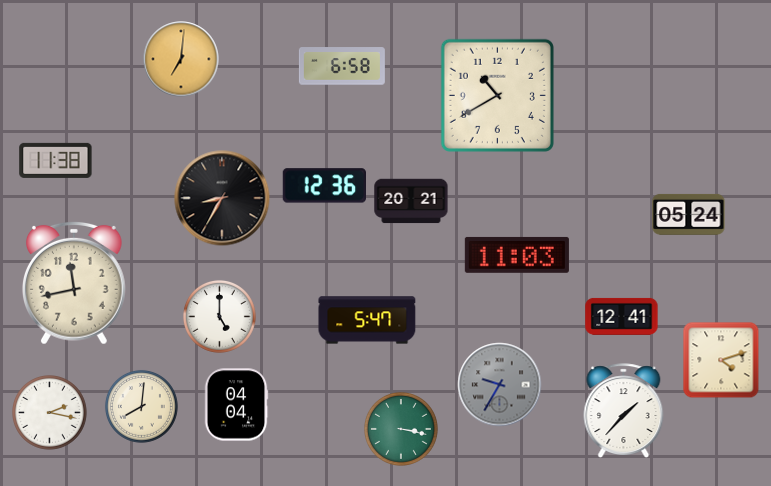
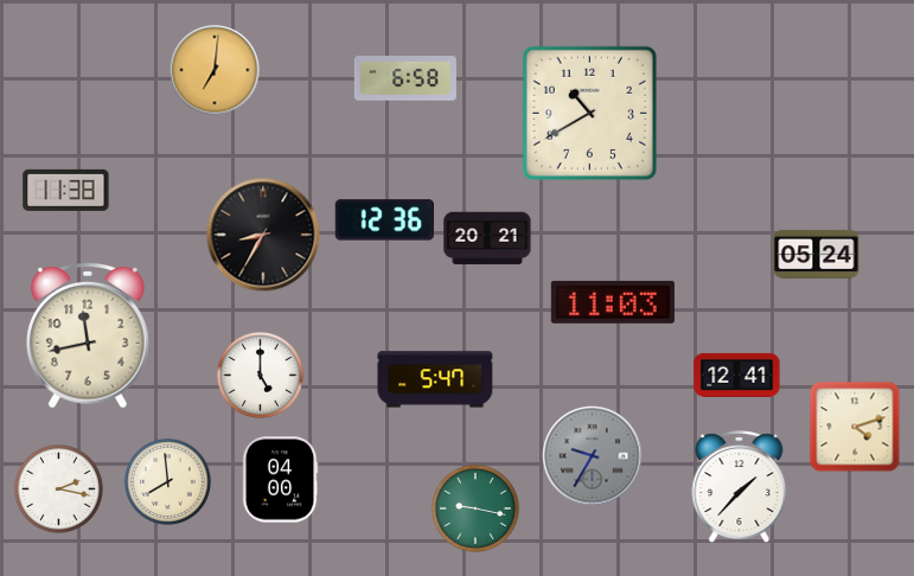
clock at (236, 405): 04:04 -> 04:00
clock at (141, 406): 8:01 -> 7:59
clock at (402, 430): 3:17 -> 9:17
